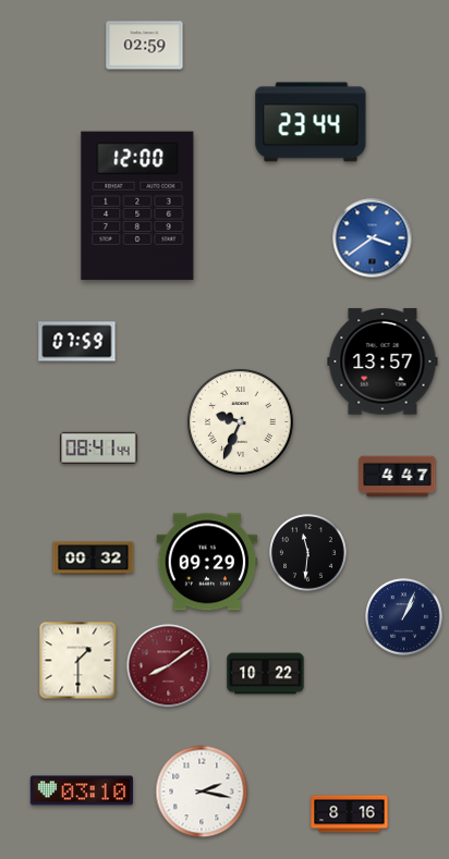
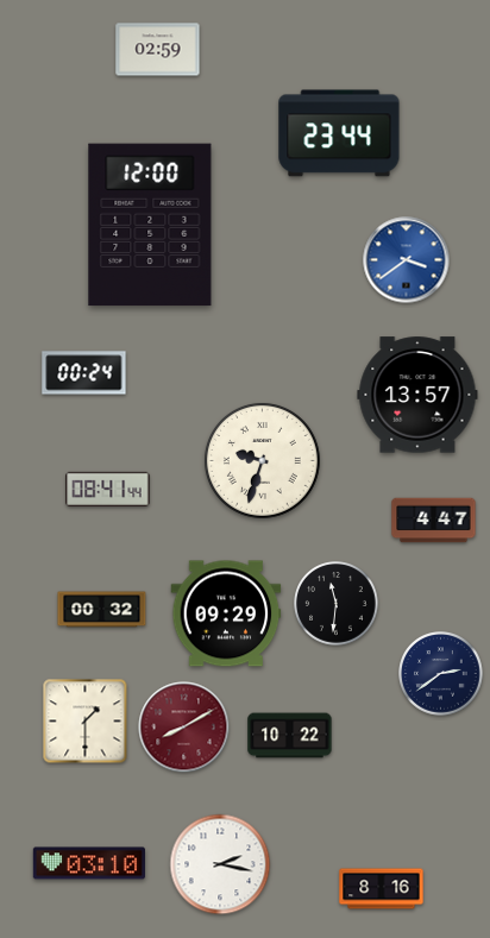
clock at (77, 342): 07:59 -> 00:24
clock at (240, 421): 9:34 -> 9:33
clock at (404, 617): 1:04 -> 2:39
clock at (169, 666): 8:09 -> 8:10
